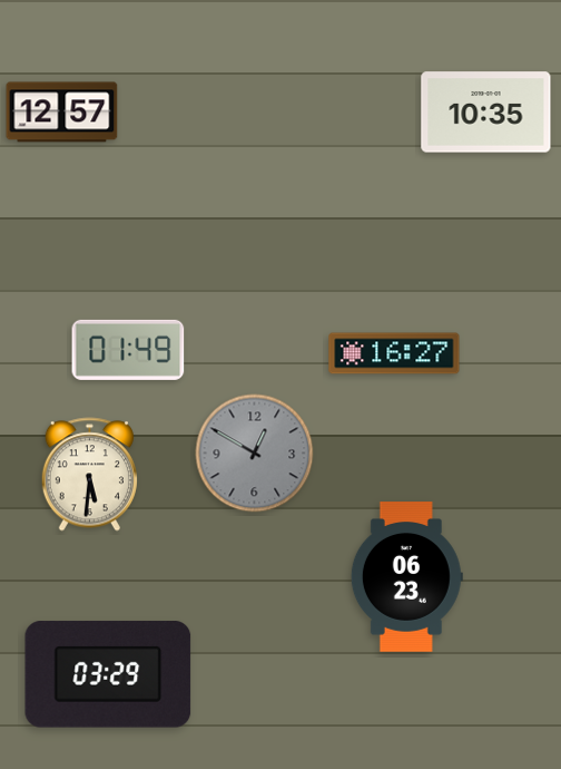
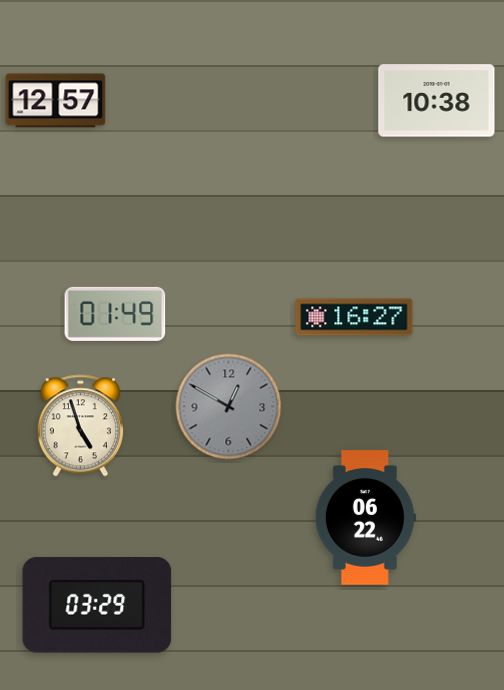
clock at (486, 113): 10:35 -> 10:38
clock at (89, 475): 5:31 -> 4:57
clock at (406, 577): 06:23 -> 06:22
